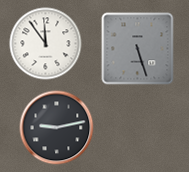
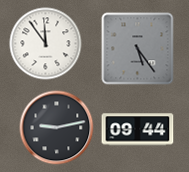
clock at (138, 49): 5:27 -> 5:24
clock at (138, 130): none -> 09:44
